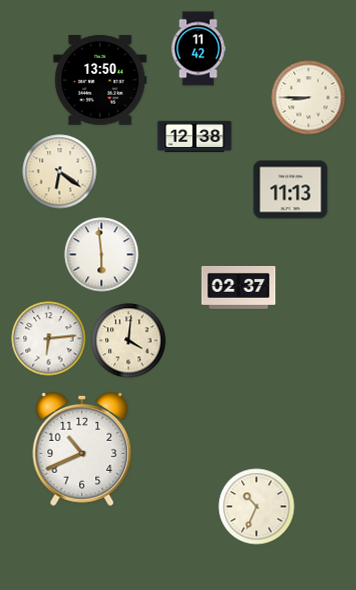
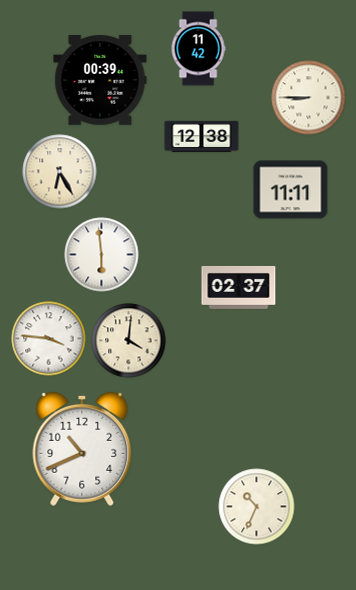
clock at (100, 81): 13:50 -> 00:39
clock at (195, 137) position: (195, 137) -> (202, 137)
clock at (60, 172): 6:21 -> 6:25
clock at (291, 190): 11:13 -> 11:11
clock at (49, 339): 6:14 -> 3:46
